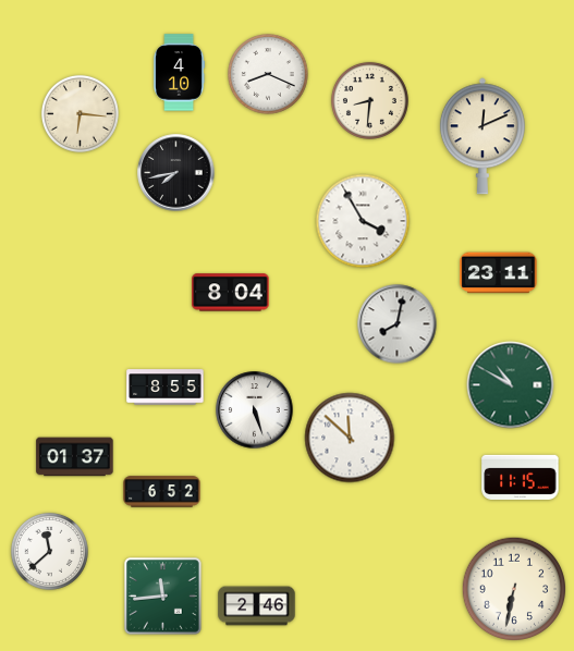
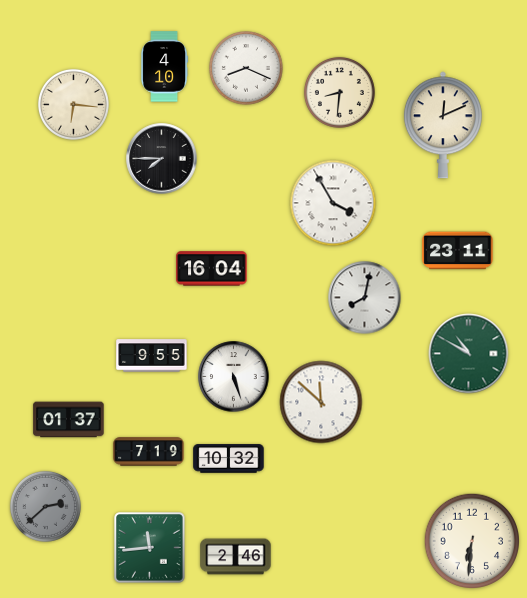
clock at (176, 173): 7:43 -> 7:45
clock at (231, 293): 8:04 -> 16:04
clock at (166, 388): 8:55 -> 9:55
clock at (521, 477): 11:15 -> none
clock at (162, 492): 6:52 -> 7:19
clock at (229, 459): none -> 10:32
clock at (49, 551): 11:38 -> 2:38
clock at (49, 551) dial: white -> grey
clock at (514, 589): 6:32 -> 6:31
